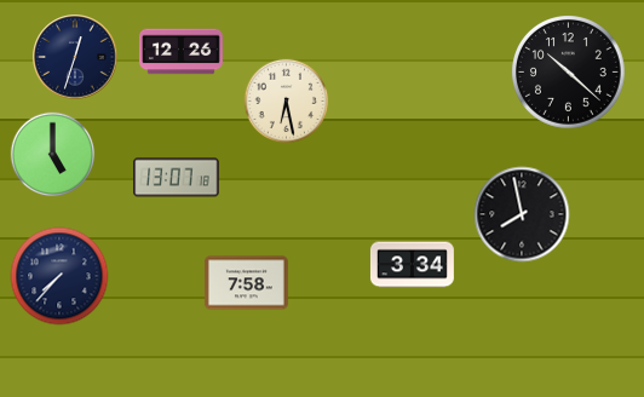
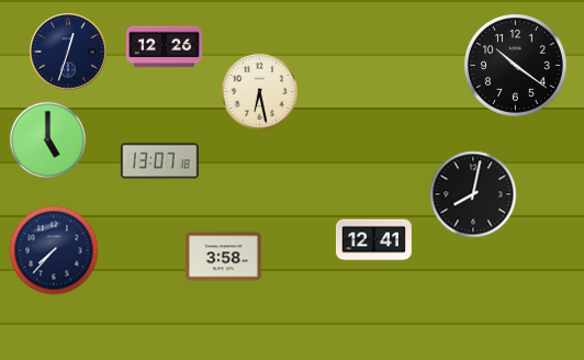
clock at (569, 73): 10:22 -> 10:21
clock at (522, 214): 7:58 -> 8:02
clock at (412, 265): 3:34 -> 12:41
clock at (246, 283): 7:58 -> 3:58
